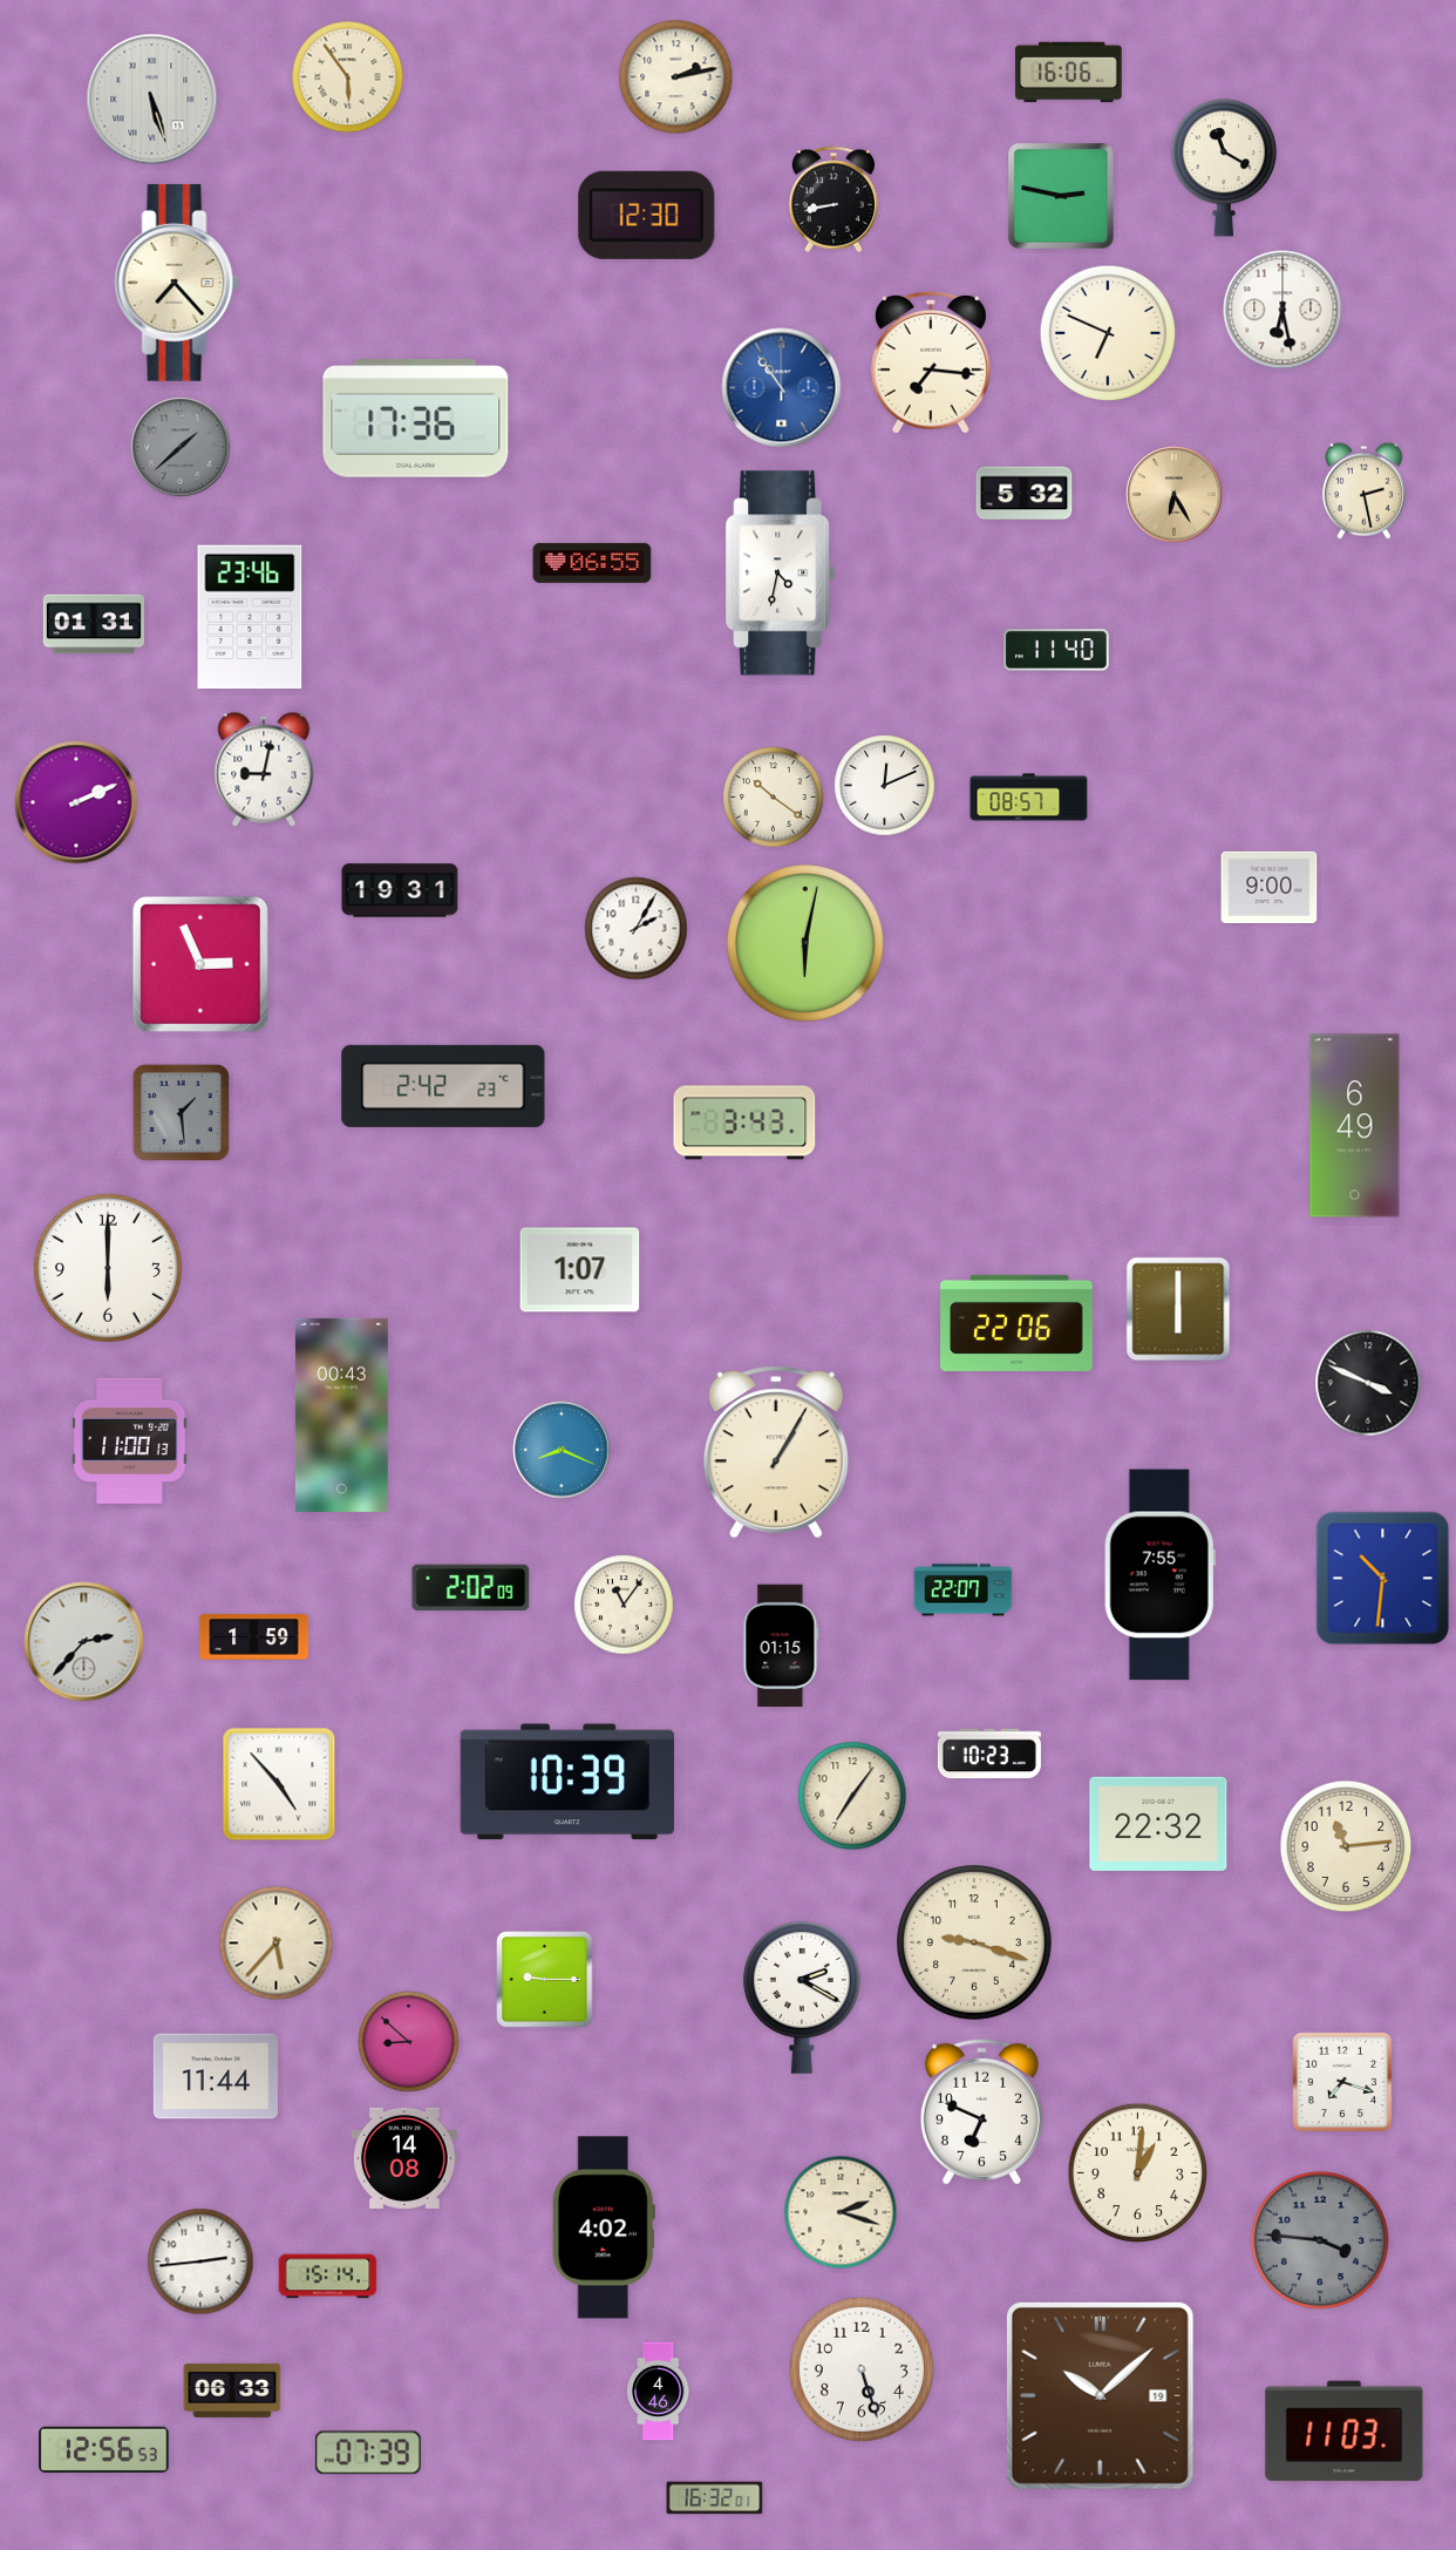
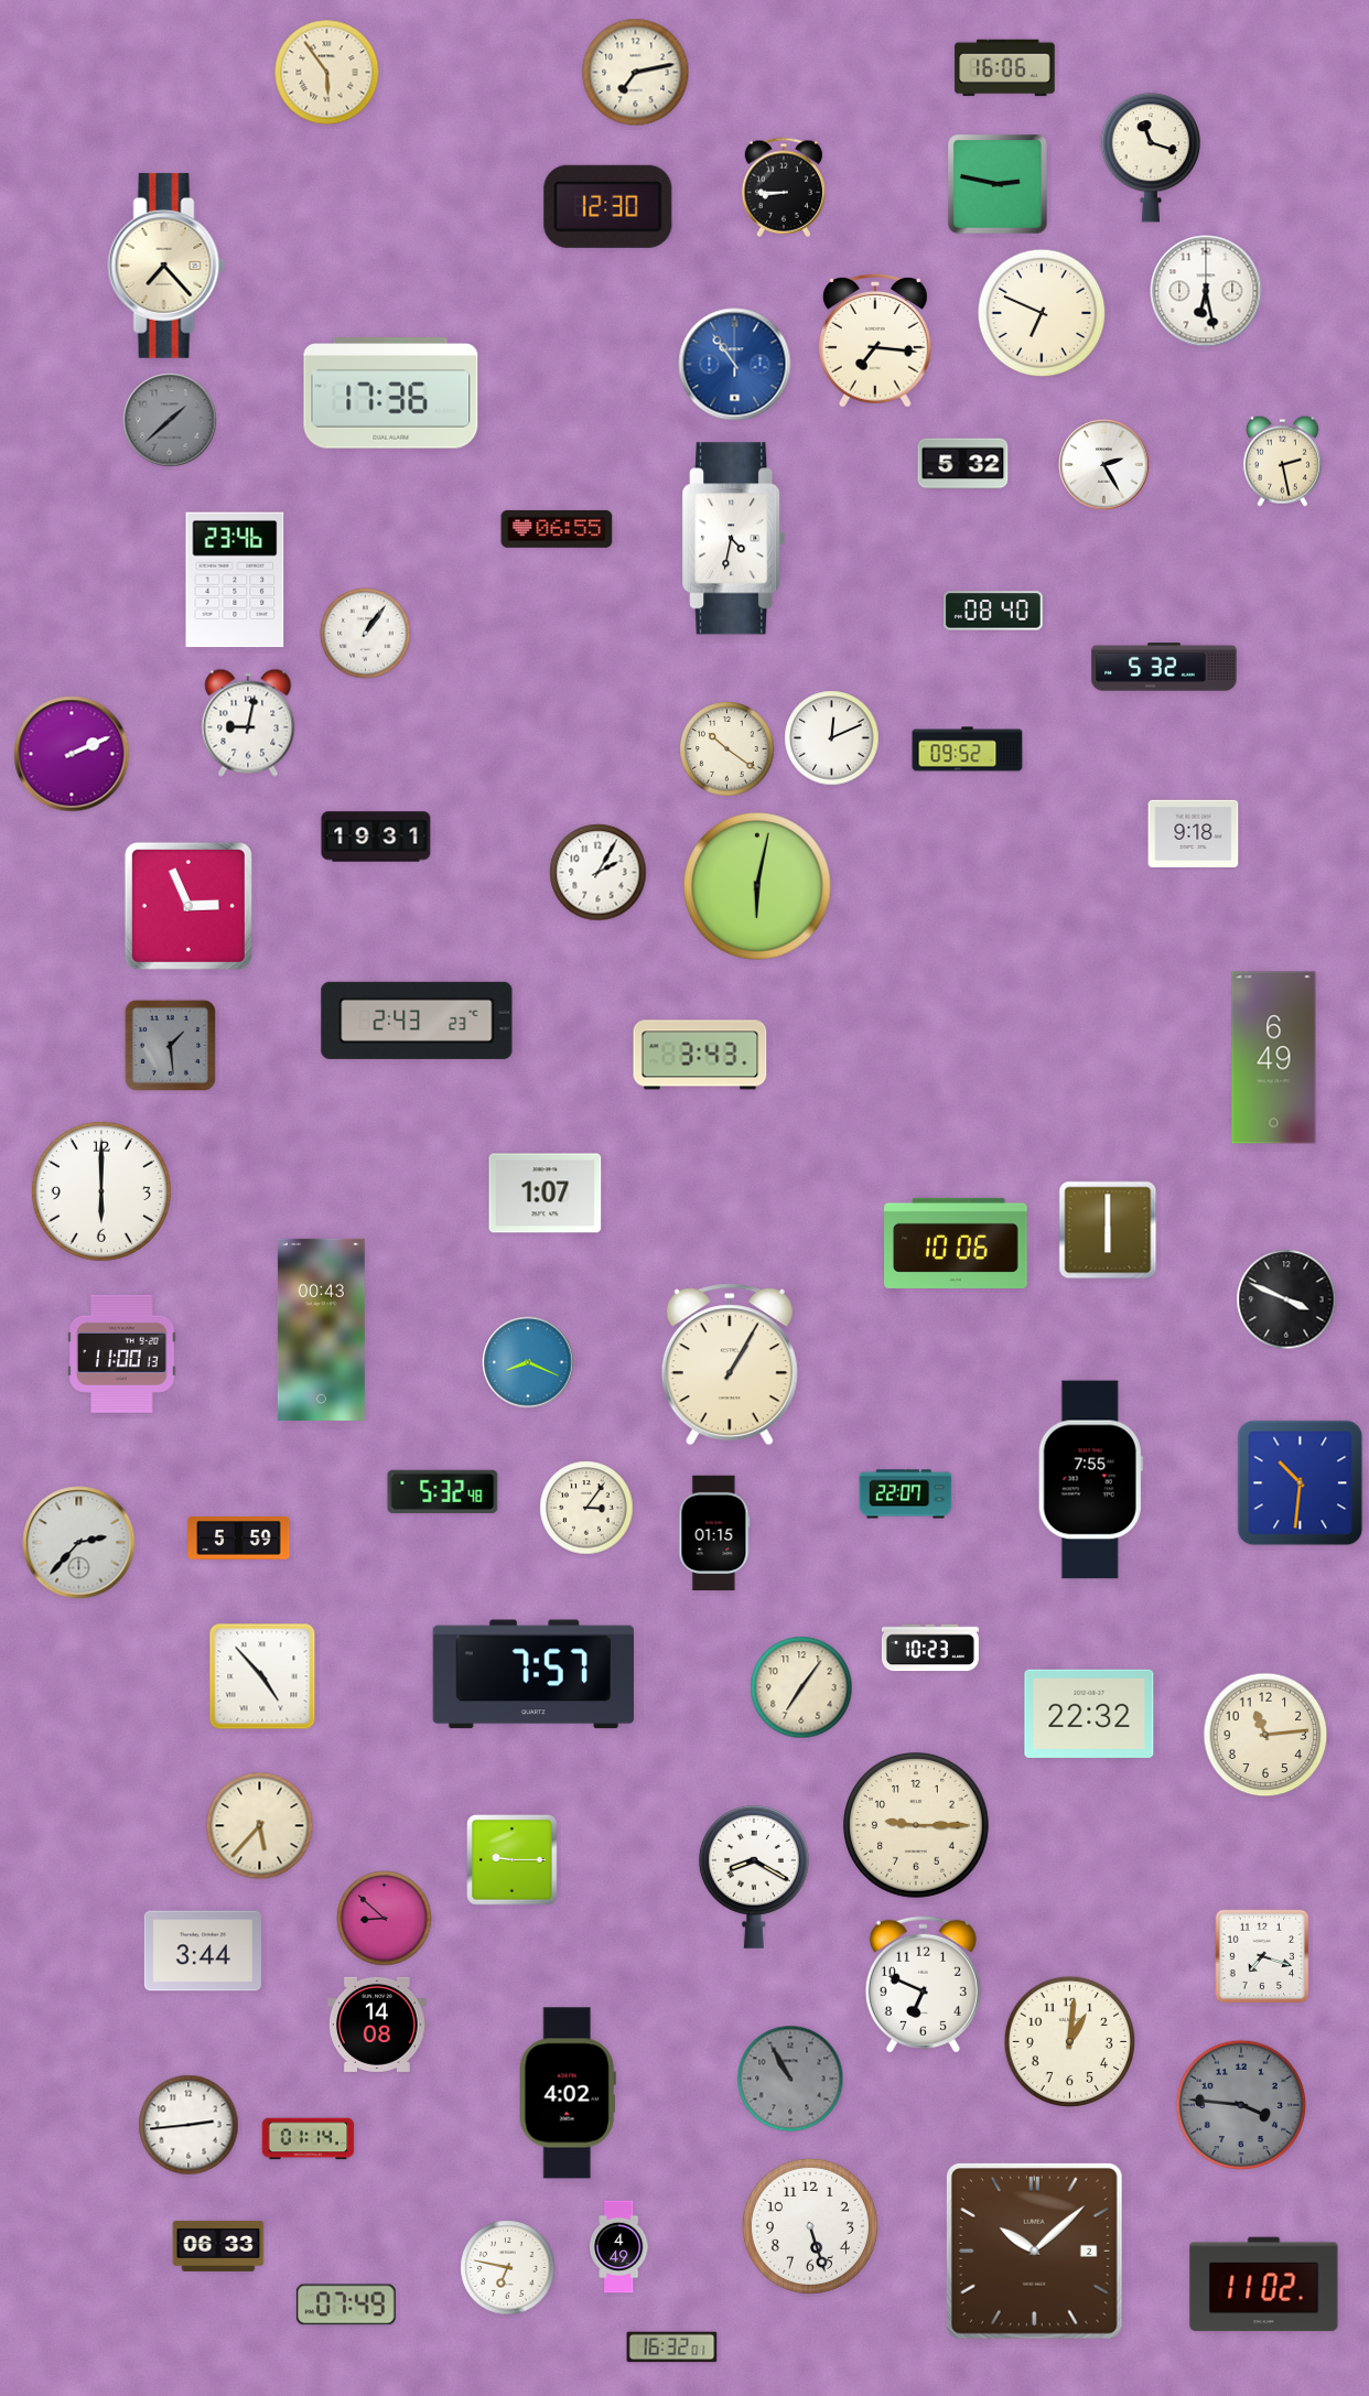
clock at (676, 77): 2:13 -> 7:13
clock at (152, 100): 5:27 -> none
clock at (1224, 168): 11:20 -> 11:18
clock at (832, 199): 8:43 -> 8:45
clock at (647, 215) position: (647, 215) -> (608, 206)
clock at (1175, 495): 6:25 -> 2:25
clock at (1175, 495) dial: champagne -> white
clock at (93, 624): 01:31 -> none
clock at (1057, 650): 11:40 -> 08:40
clock at (366, 634): none -> 1:06
clock at (1164, 667): none -> 5:32
clock at (1029, 798): 08:57 -> 09:52
clock at (1270, 887): 9:00 -> 9:18
clock at (443, 1086): 2:42 -> 2:43
clock at (1016, 1323): 22:06 -> 10:06
clock at (471, 1587): 2:02 -> 5:32
clock at (624, 1605): 11:06 -> 3:06
clock at (254, 1637): 1:59 -> 5:59
clock at (781, 1646) position: (781, 1646) -> (714, 1533)
clock at (567, 1782): 10:39 -> 7:57
clock at (975, 1944): 9:18 -> 9:15
clock at (802, 1998): 2:20 -> 8:20
clock at (216, 2076): 11:44 -> 3:44
clock at (406, 2158) position: (406, 2158) -> (378, 2025)
clock at (841, 2212): 2:18 -> 10:55
clock at (841, 2212) dial: cream -> grey
clock at (328, 2277): 15:14 -> 01:14
clock at (659, 2392): 4:46 -> 4:49
clock at (1100, 2395) date: 19 -> 2
clock at (508, 2268): none -> 6:47
clock at (1345, 2432): 11:03 -> 11:02
clock at (104, 2449): 12:56 -> none
clock at (368, 2453): 07:39 -> 07:49
